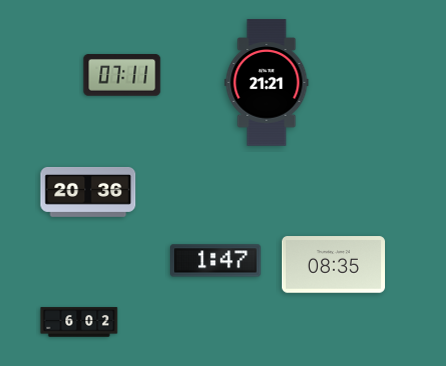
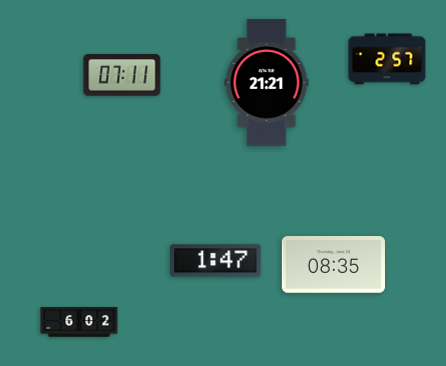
clock at (387, 59): none -> 2:57
clock at (88, 192): 20:36 -> none
